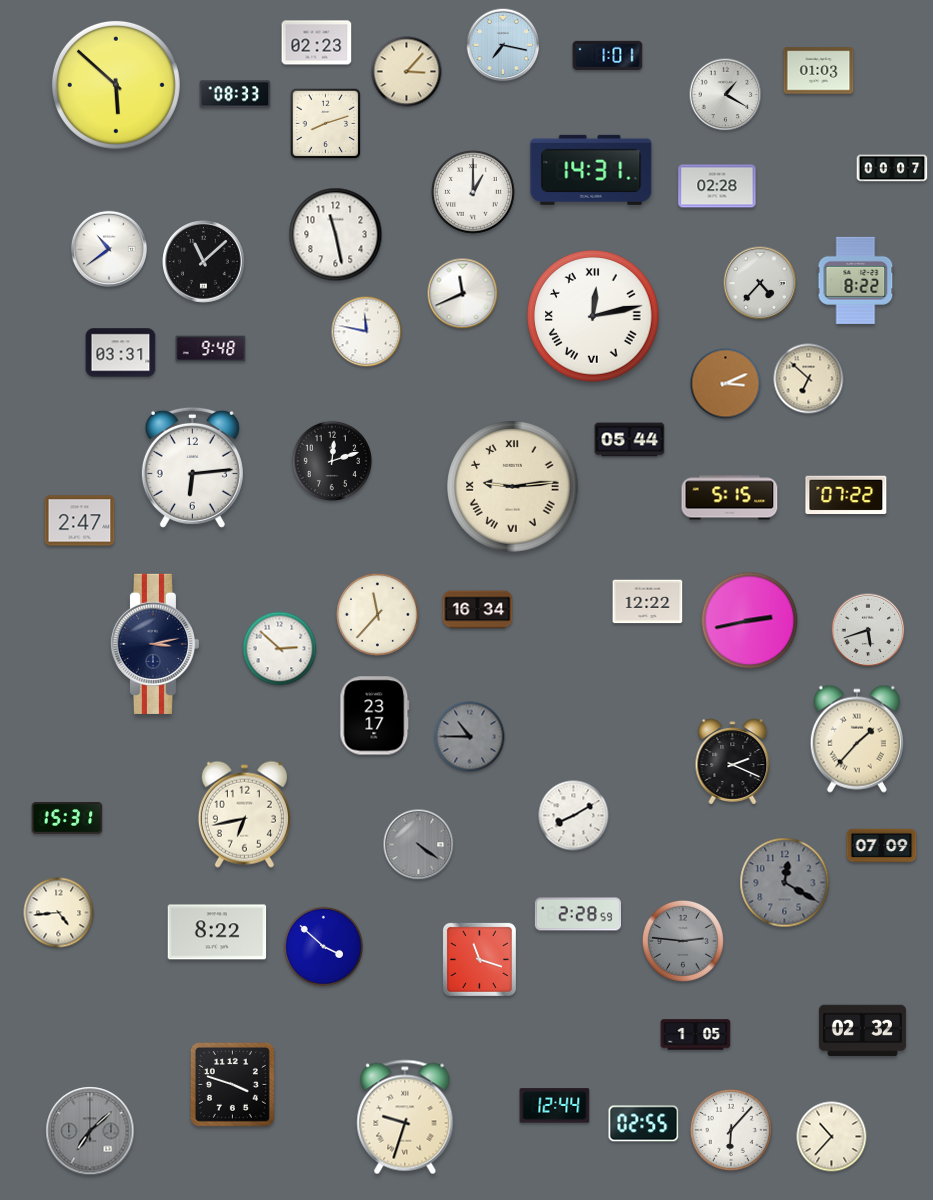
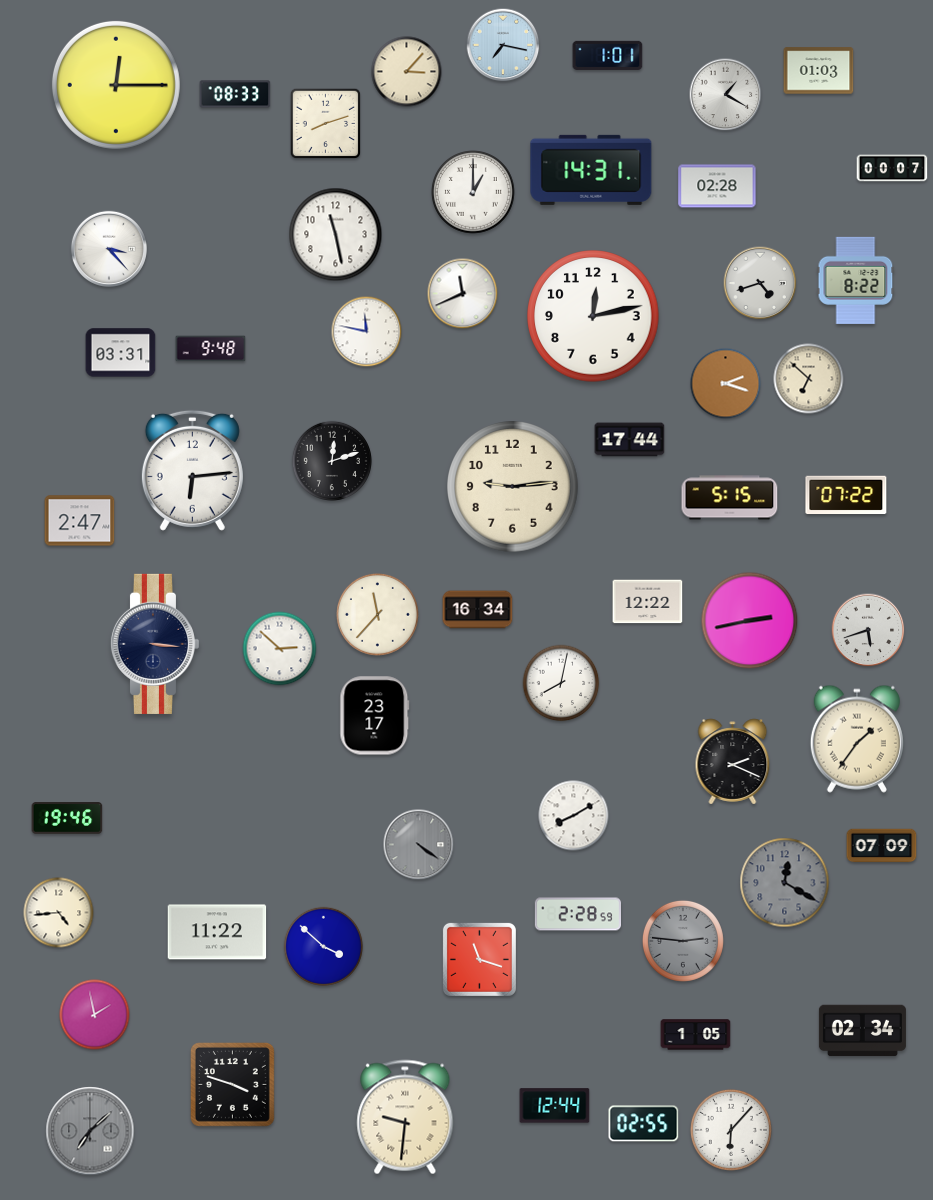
clock at (317, 43): 02:23 -> none
clock at (116, 85): 5:52 -> 12:15
clock at (109, 249): 10:39 -> 3:23
clock at (204, 262): 11:08 -> none
clock at (760, 283): 4:37 -> 4:42
clock at (593, 316) numerals: Roman -> Arabic
clock at (726, 384): 3:11 -> 2:18
clock at (630, 440): 05:44 -> 17:44
clock at (192, 467) position: (192, 467) -> (192, 470)
clock at (513, 487) numerals: Roman -> Arabic
clock at (154, 644): 3:13 -> 3:16
clock at (561, 683): none -> 8:02
clock at (470, 737): 10:45 -> none
clock at (857, 739): 1:37 -> 1:36
clock at (244, 814): 6:43 -> none
clock at (67, 818): 15:31 -> 19:46
clock at (217, 932): 8:22 -> 11:22
clock at (95, 1015): none -> 1:58
clock at (862, 1031): 02:32 -> 02:34
clock at (405, 1117): 9:33 -> 9:31
clock at (832, 1137): 10:37 -> none
